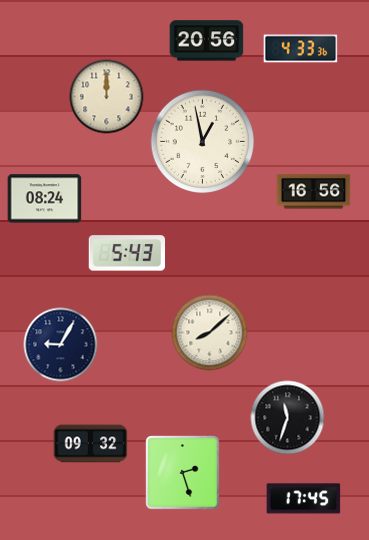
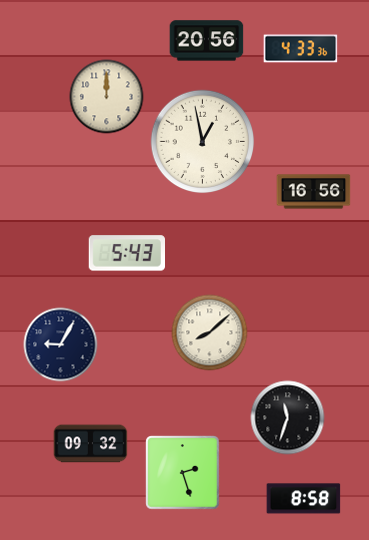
clock at (45, 199): 08:24 -> none
clock at (304, 499): 17:45 -> 8:58
